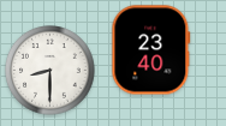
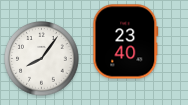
clock at (50, 71): 8:30 -> 8:06
